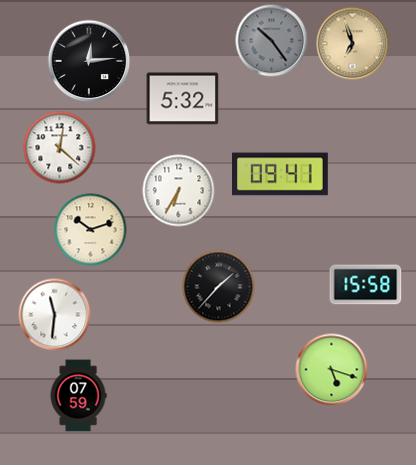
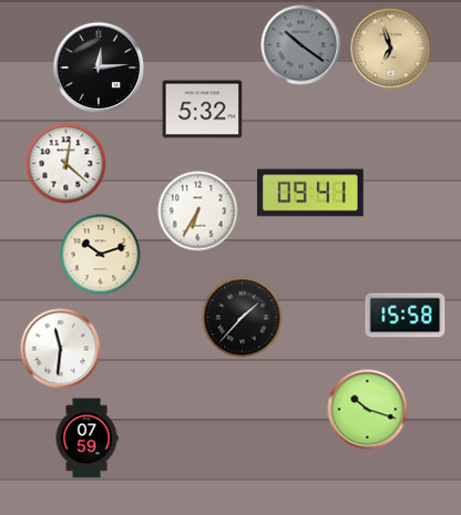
clock at (272, 41): 10:24 -> 10:21
clock at (332, 370): 5:18 -> 10:18
